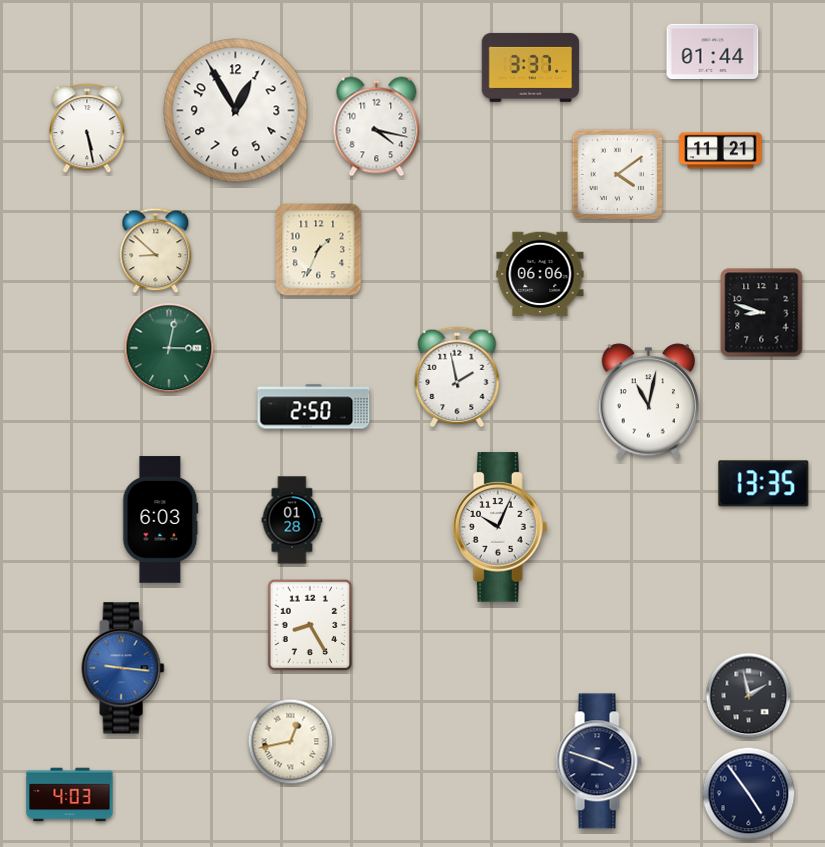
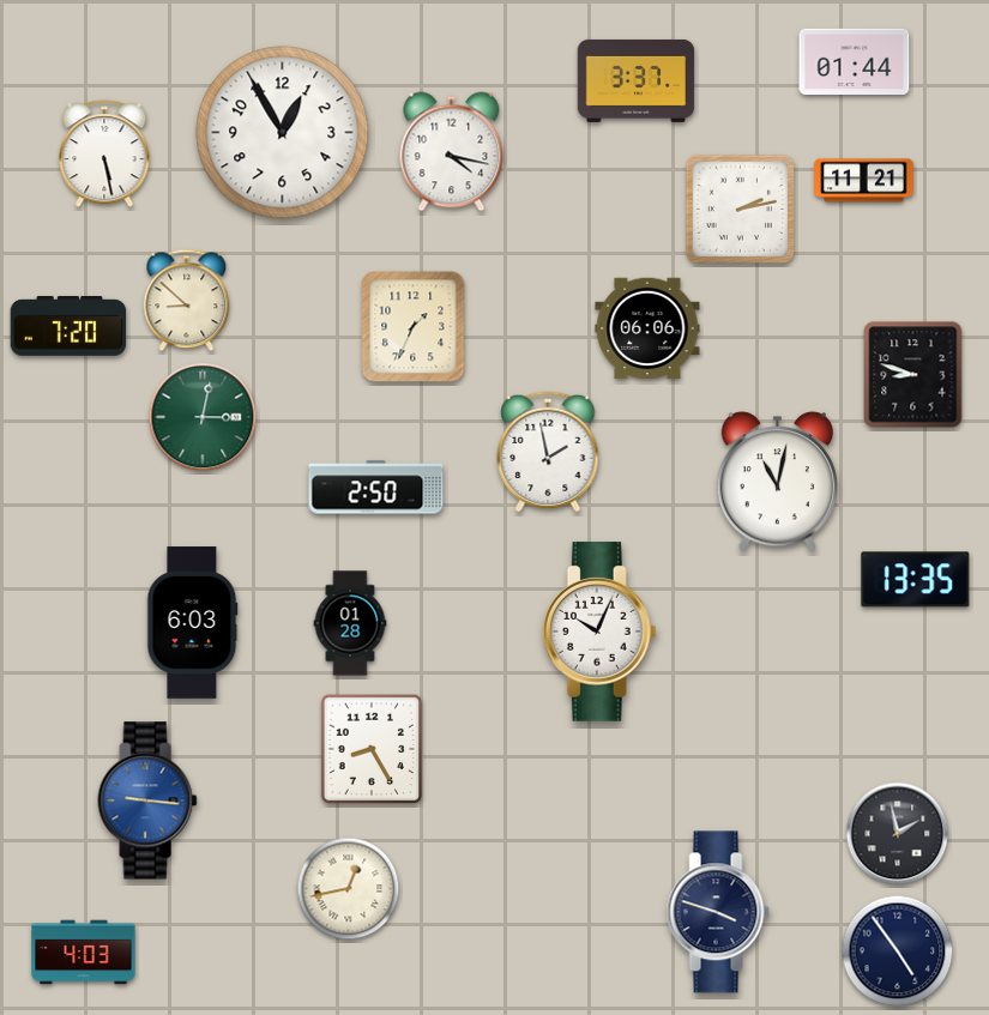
clock at (617, 174): 4:09 -> 2:13
clock at (319, 250) position: (319, 250) -> (414, 327)
clock at (68, 327): none -> 7:20
